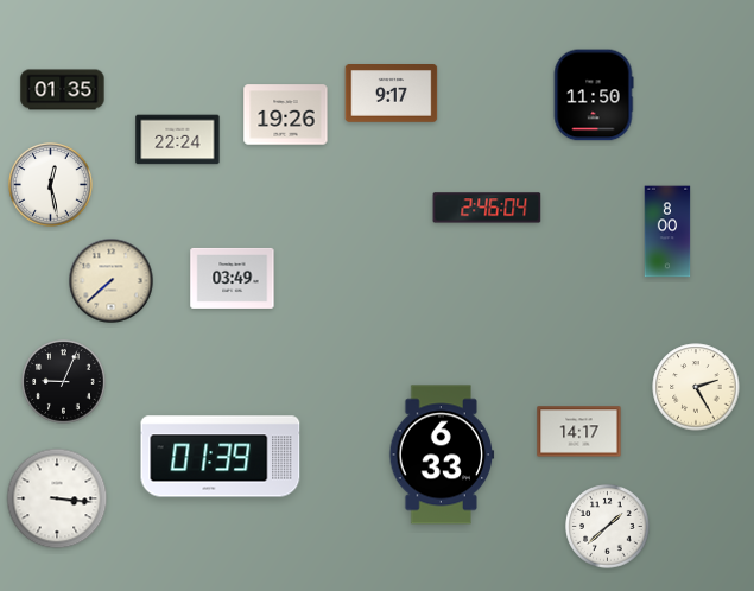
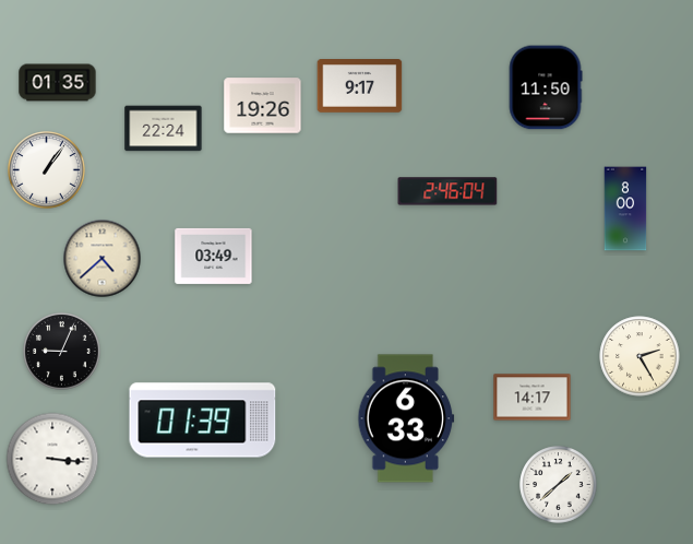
clock at (51, 185): 12:28 -> 1:06
clock at (667, 231) position: (667, 231) -> (625, 209)
clock at (112, 281): 7:38 -> 4:38
clock at (64, 382) position: (64, 382) -> (62, 352)
